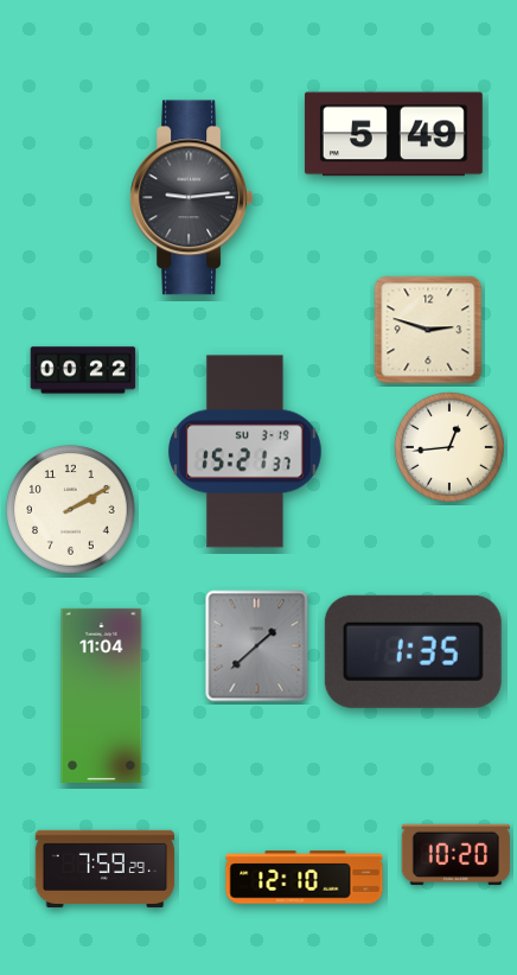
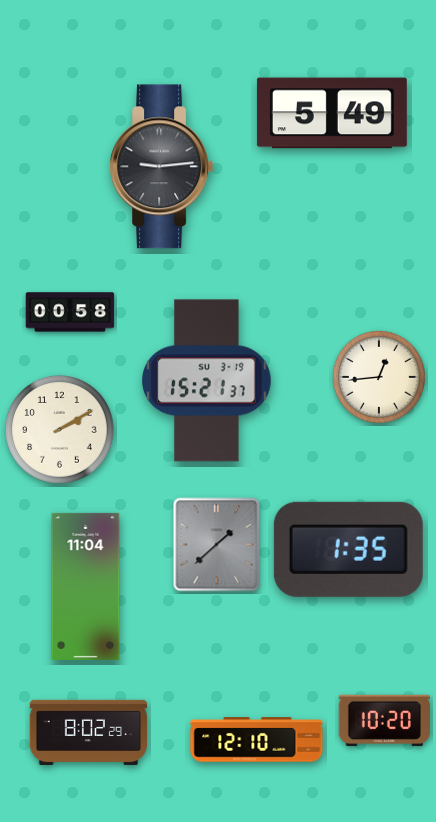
clock at (428, 330): 2:48 -> none
clock at (83, 370): 00:22 -> 00:58
clock at (106, 868): 7:59 -> 8:02
